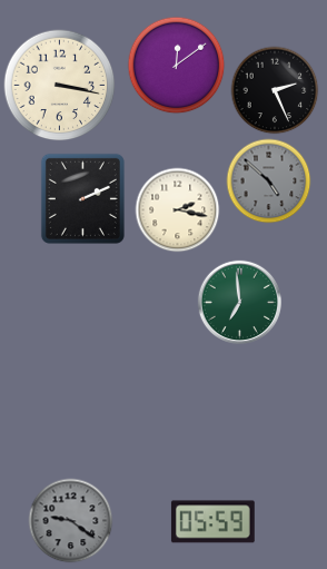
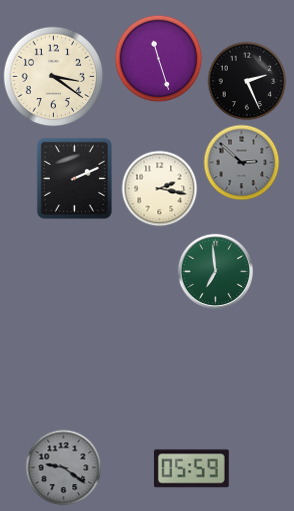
clock at (177, 66): 12:09 -> 11:27
clock at (60, 86): 3:17 -> 3:21
clock at (269, 182): 4:52 -> 2:52
